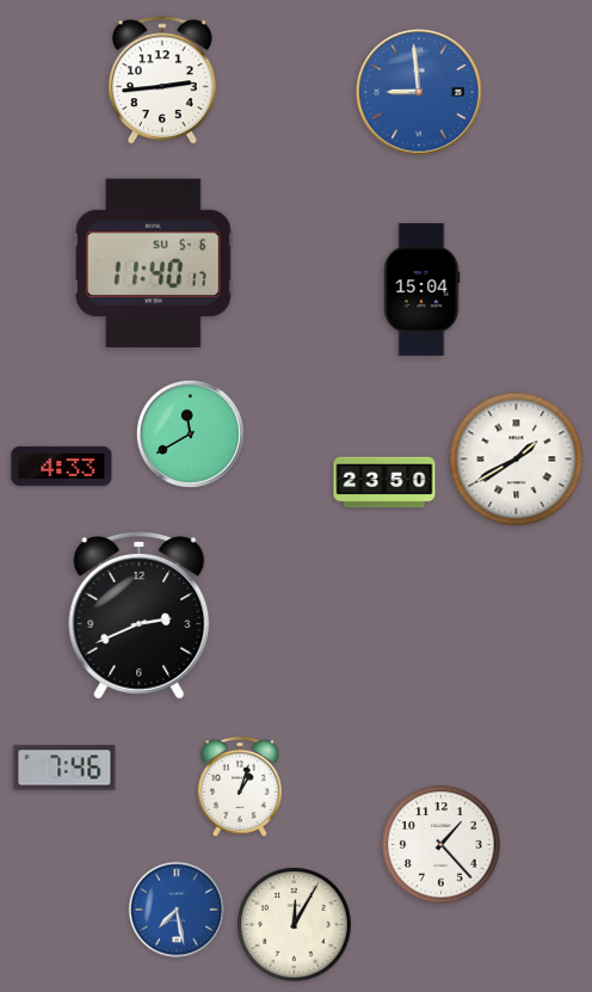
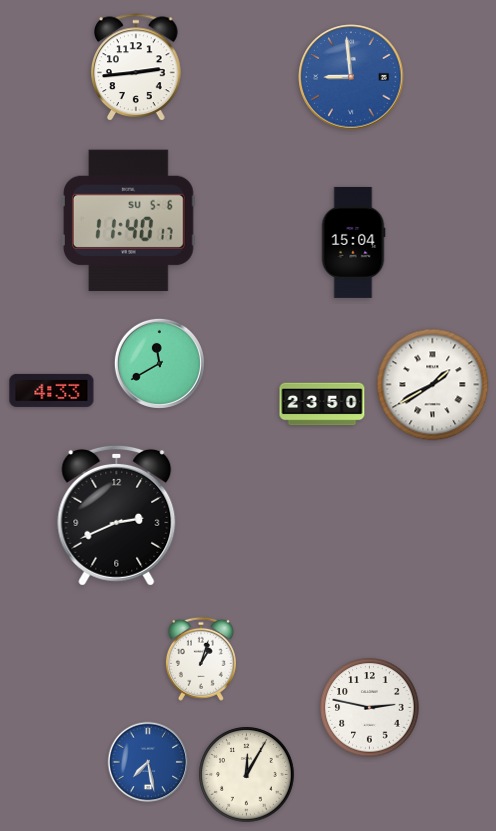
clock at (64, 768): 7:46 -> none
clock at (442, 845): 1:23 -> 2:47
